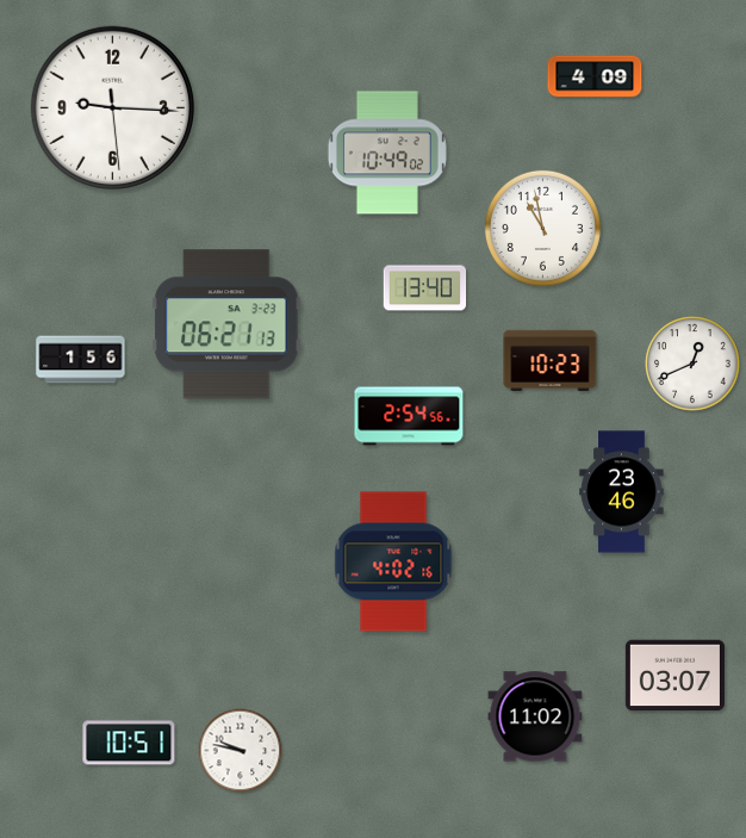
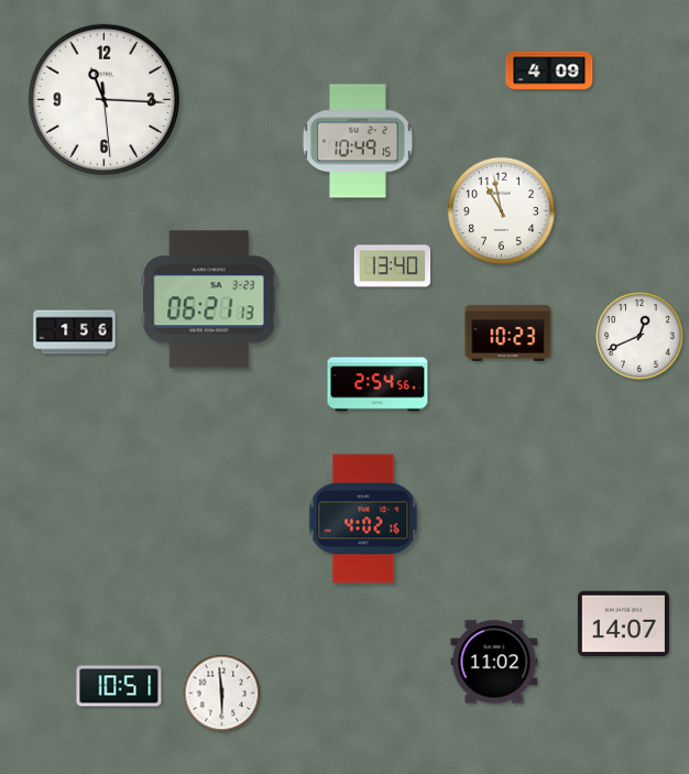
clock at (112, 107): 9:15 -> 11:15
clock at (387, 153): 10:49:02 -> 10:49:15
clock at (622, 492): 23:46 -> none
clock at (674, 676): 03:07 -> 14:07
clock at (241, 751): 9:47 -> 5:59
